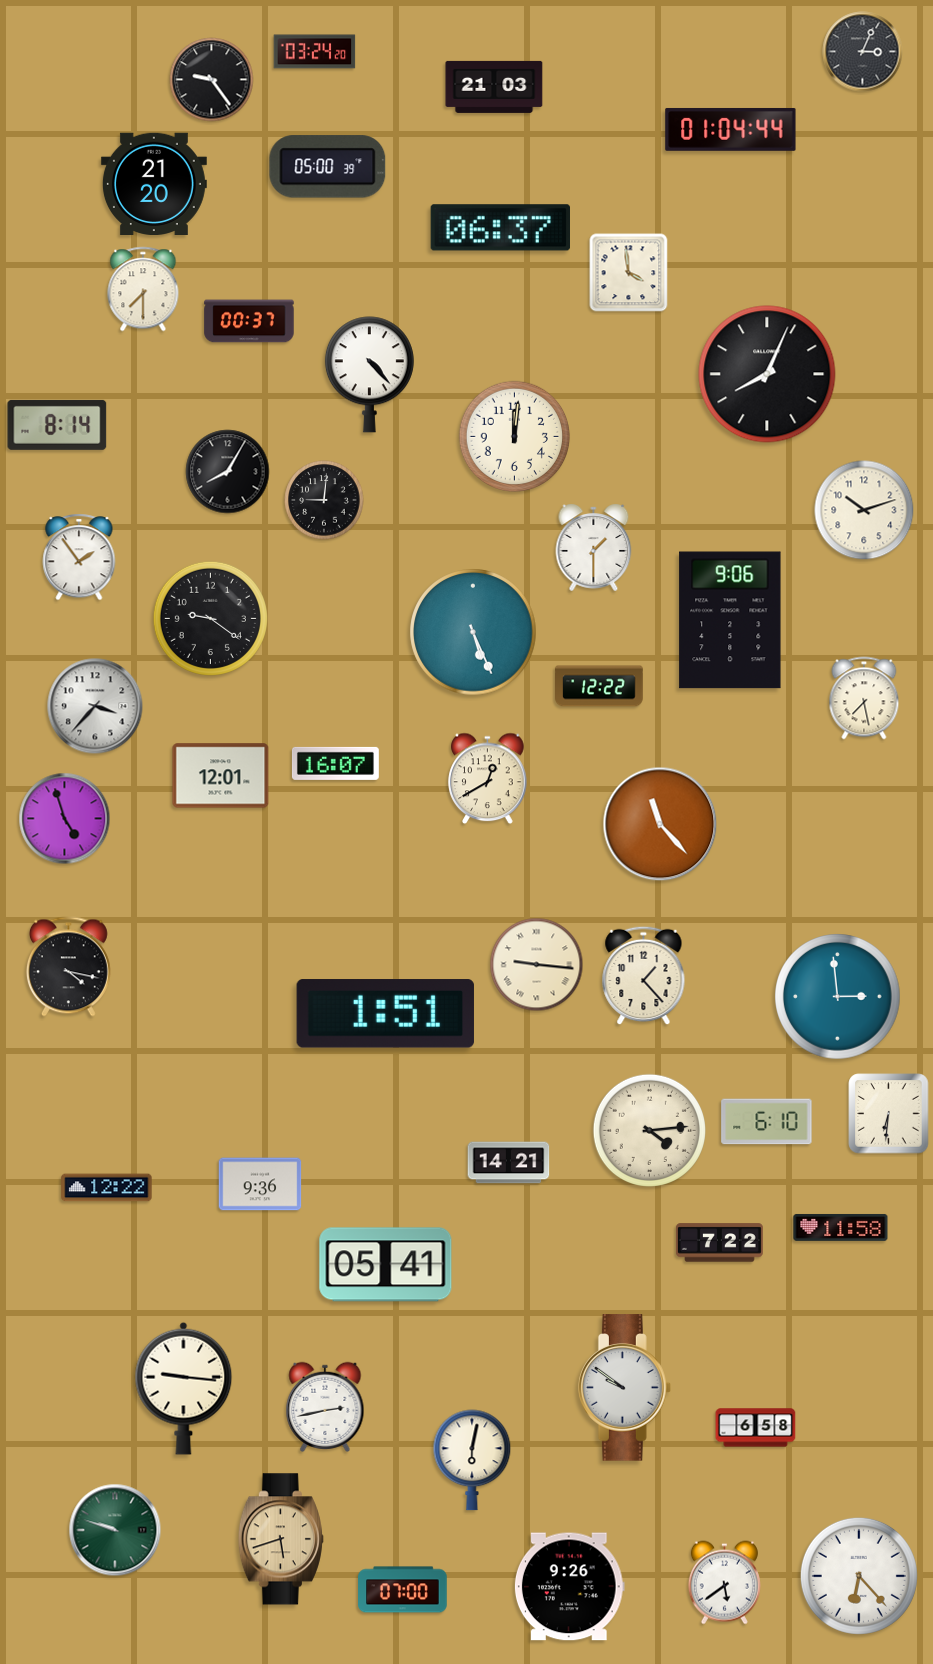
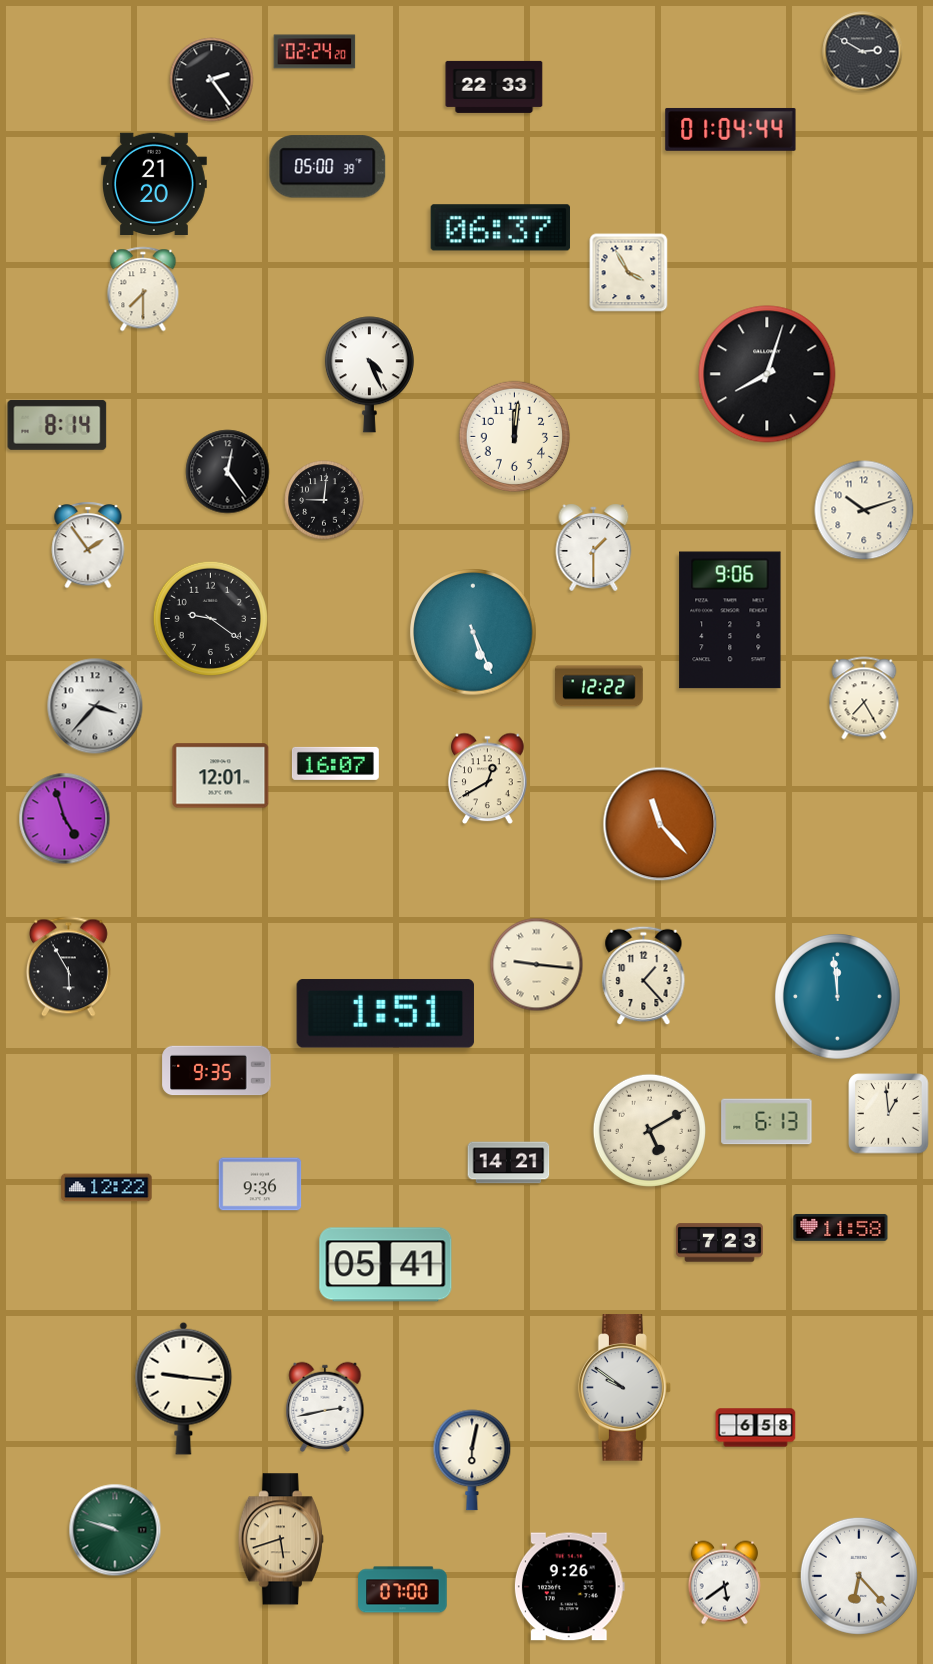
clock at (315, 52): 03:24 -> 02:24
clock at (863, 52): 3:04 -> 2:50
clock at (212, 80): 9:24 -> 2:24
clock at (494, 87): 21:03 -> 22:33
clock at (629, 273): 3:59 -> 3:55
clock at (249, 321): 00:37 -> none
clock at (767, 374): 8:04 -> 8:03
clock at (369, 375): 4:23 -> 4:26
clock at (228, 472): 8:05 -> 12:24
clock at (79, 557) position: (79, 557) -> (88, 545)
clock at (864, 698): 7:28 -> 7:25
clock at (68, 967): 4:17 -> 5:55
clock at (838, 997): 2:59 -> 11:59
clock at (217, 1071): none -> 9:35
clock at (889, 1114): 6:31 -> 12:59
clock at (767, 1122): 6:10 -> 6:13
clock at (649, 1130): 4:14 -> 5:10
clock at (719, 1243): 7:22 -> 7:23
